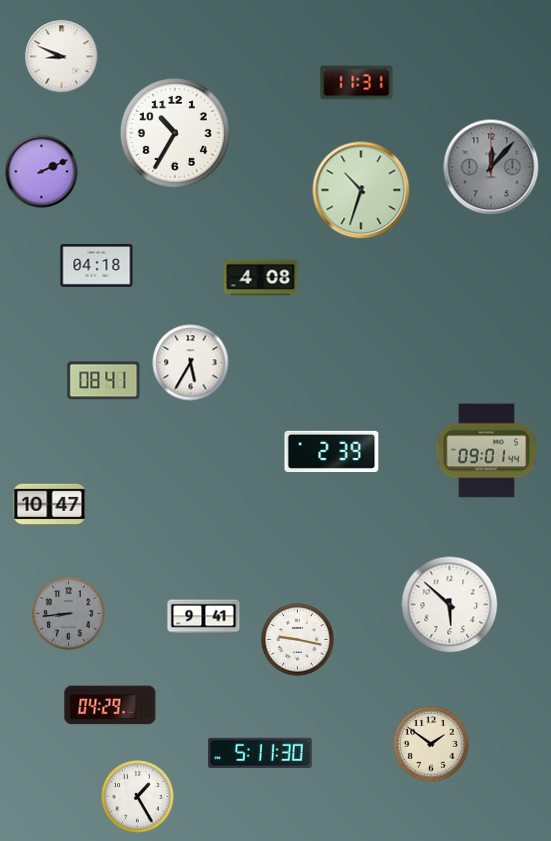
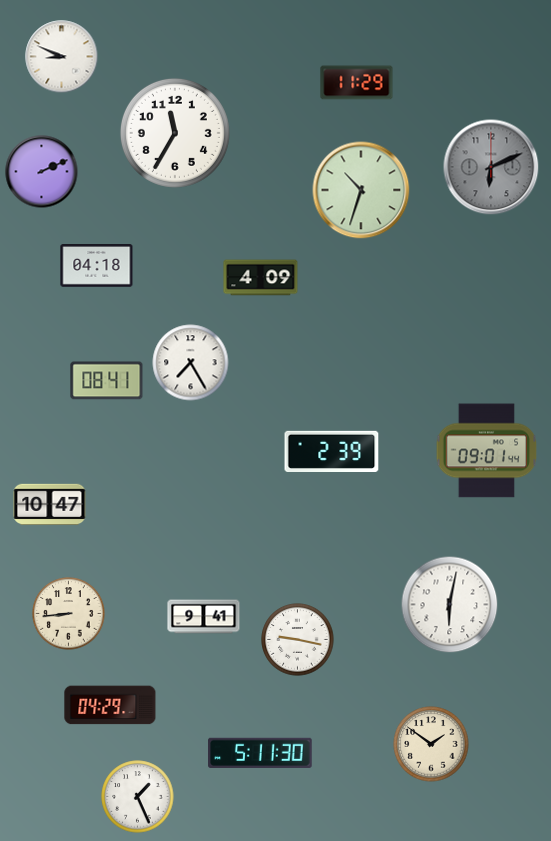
clock at (357, 83): 11:31 -> 11:29
clock at (175, 133): 10:35 -> 11:35
clock at (491, 167): 12:07 -> 6:11
clock at (261, 278): 4:08 -> 4:09
clock at (191, 363): 5:35 -> 7:25
clock at (104, 381) position: (104, 381) -> (107, 381)
clock at (450, 605): 5:52 -> 6:02
clock at (69, 614) dial: grey -> cream
clock at (138, 797): 1:25 -> 1:26
